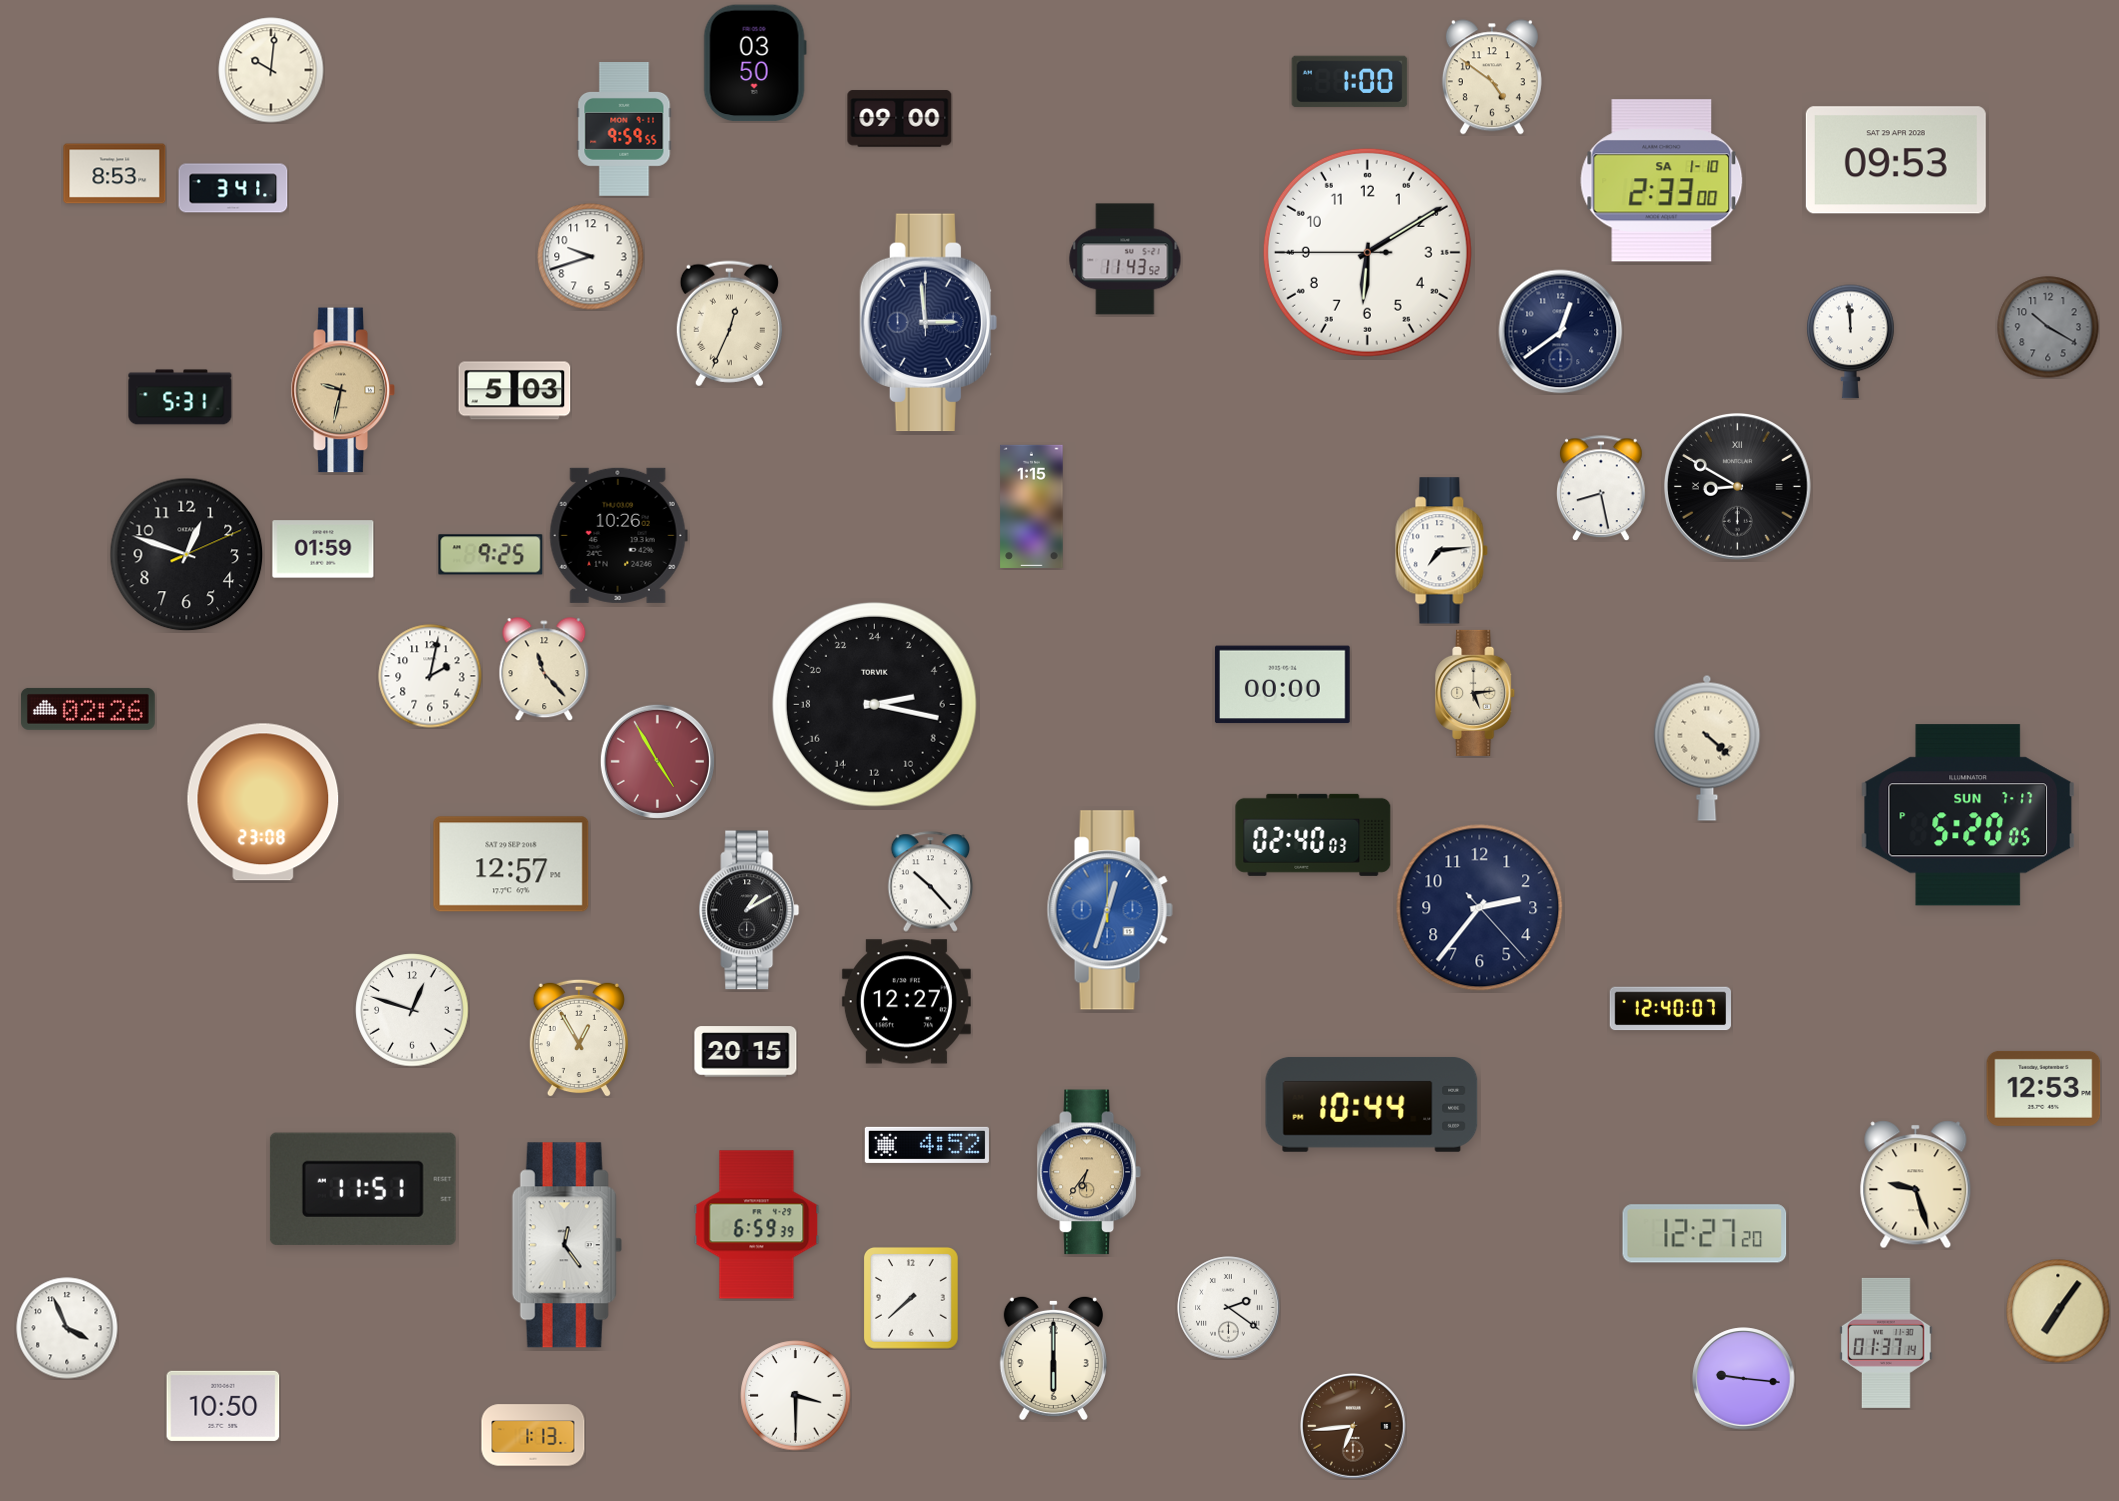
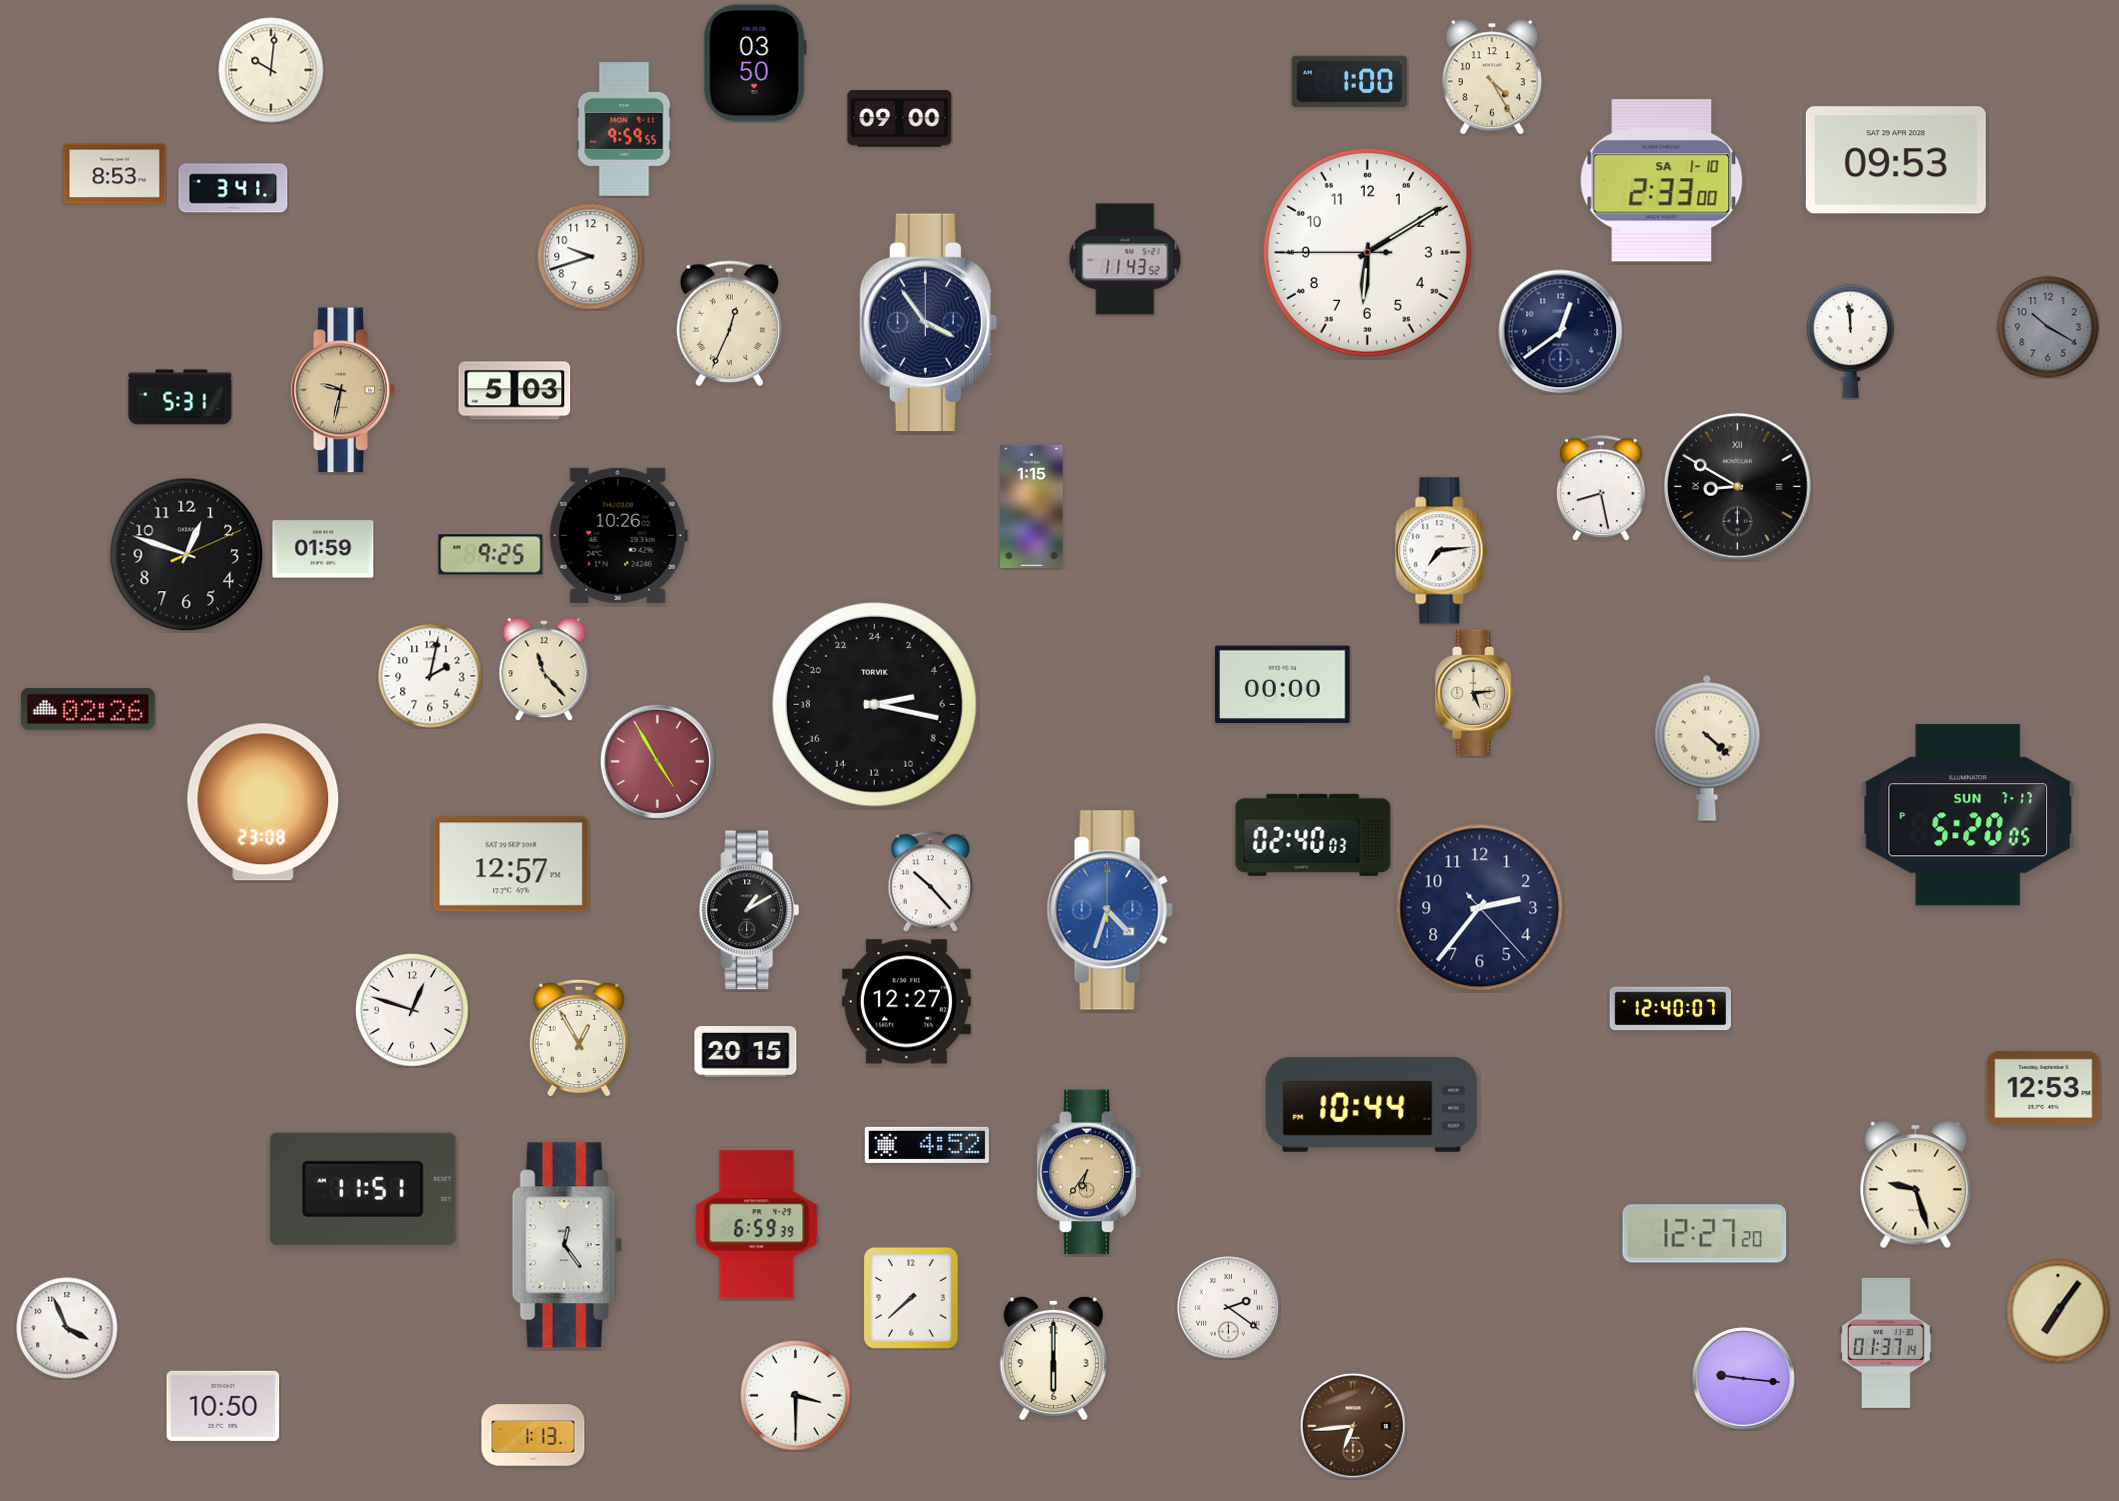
clock at (1492, 77): 4:51 -> 4:25
clock at (928, 323): 2:59 -> 3:54
clock at (1110, 910): 12:33 -> 4:33
